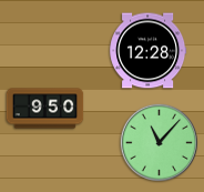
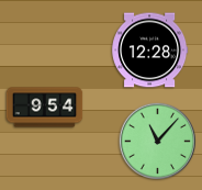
clock at (149, 51) position: (149, 51) -> (150, 51)
clock at (45, 109): 9:50 -> 9:54
